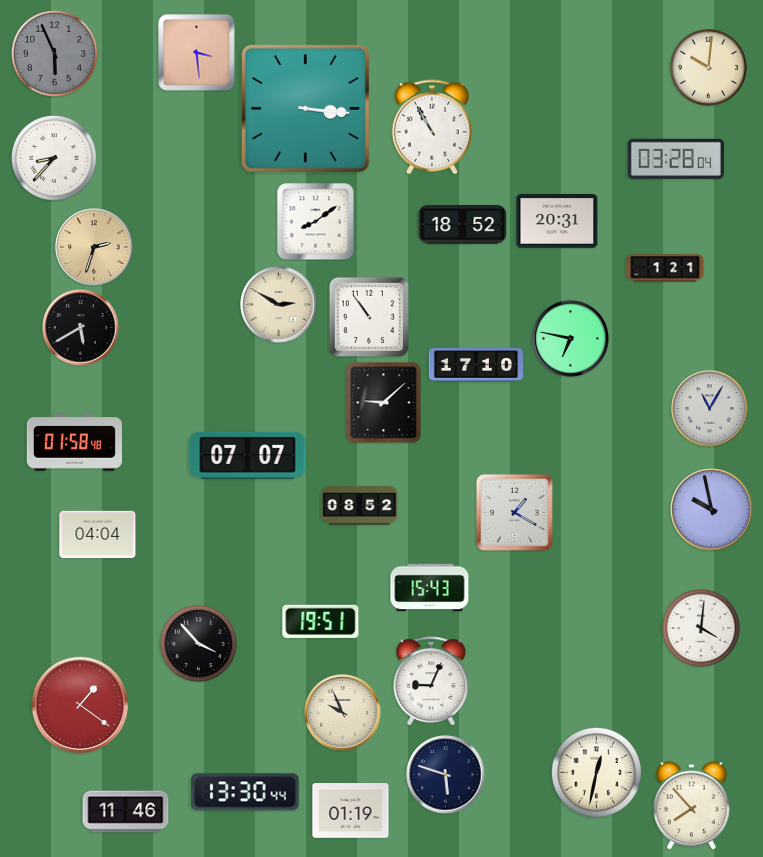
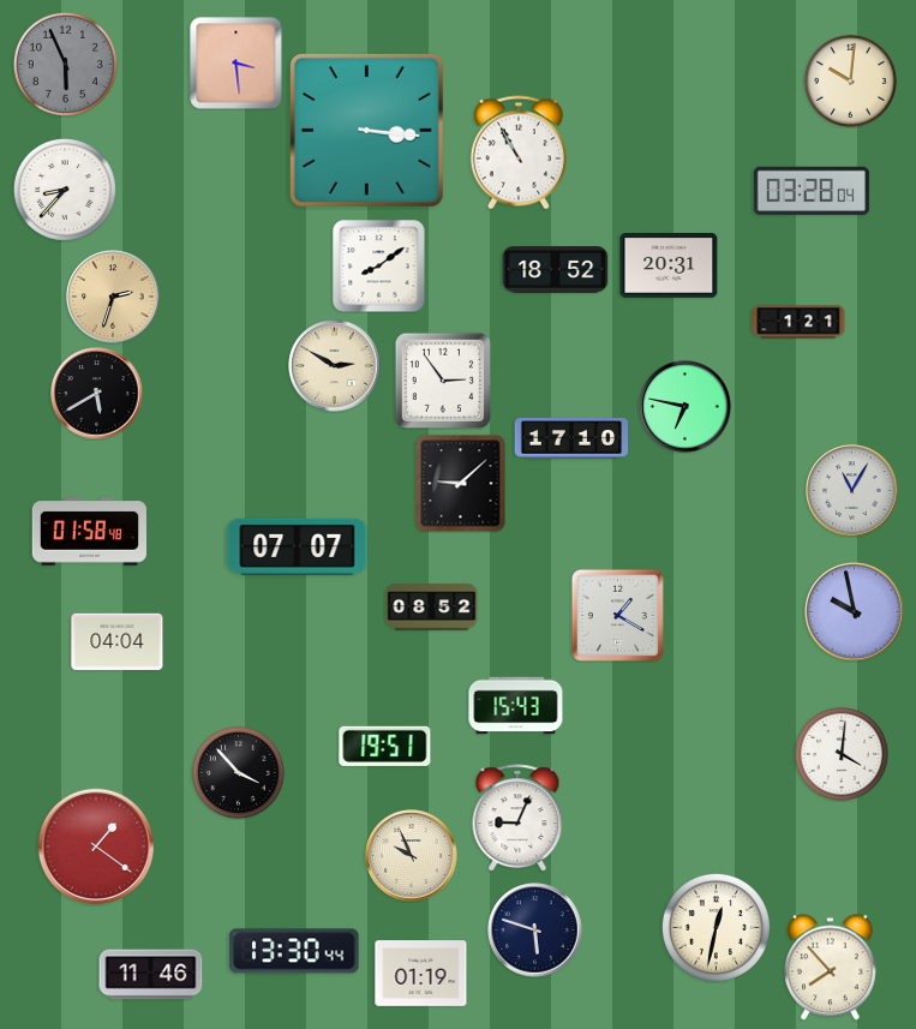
clock at (368, 316): 10:54 -> 2:54
